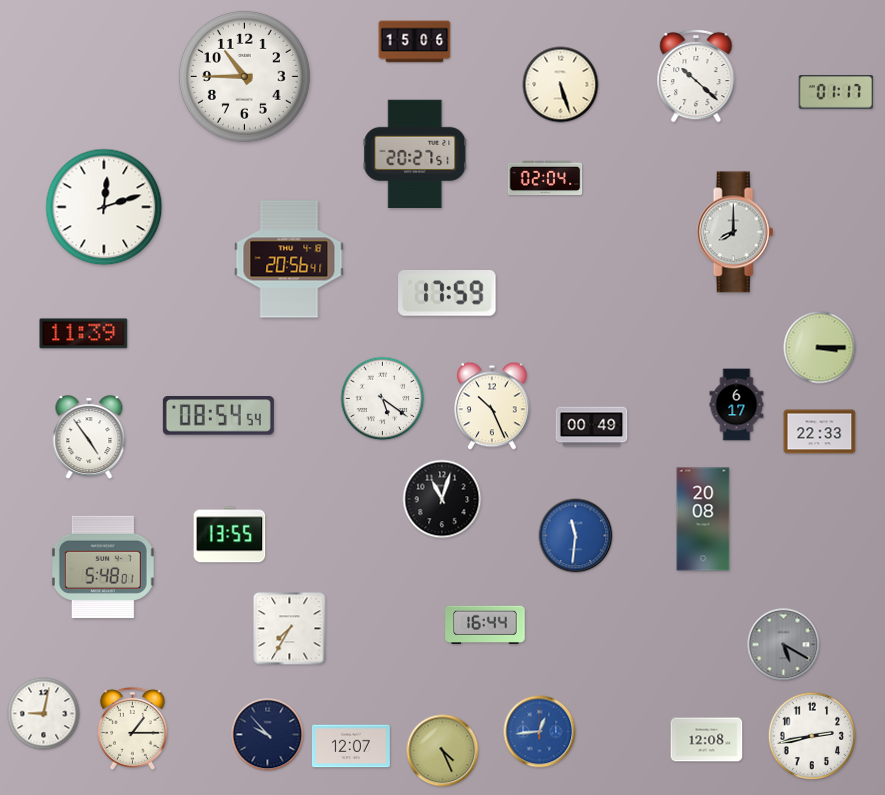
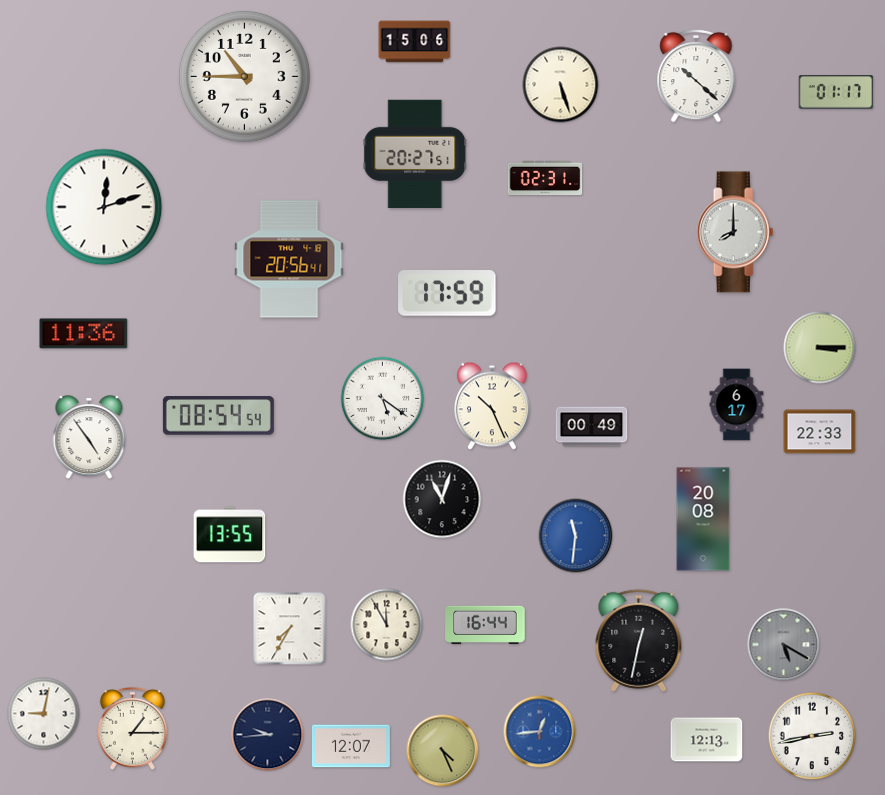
clock at (545, 178): 02:04 -> 02:31
clock at (84, 334): 11:39 -> 11:36
clock at (103, 567): 5:48 -> none
clock at (387, 625): none -> 11:55
clock at (639, 640): none -> 12:32
clock at (268, 735): 9:53 -> 9:44
clock at (707, 740): 12:08 -> 12:13
